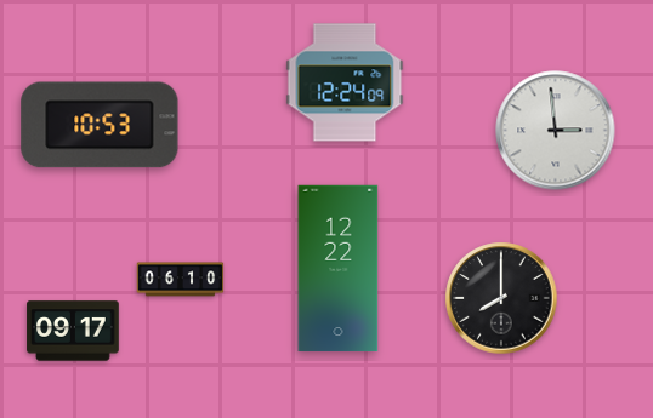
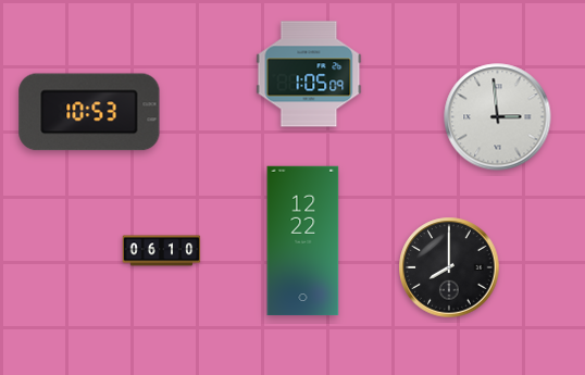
clock at (345, 82): 12:24 -> 1:05
clock at (73, 331): 09:17 -> none
